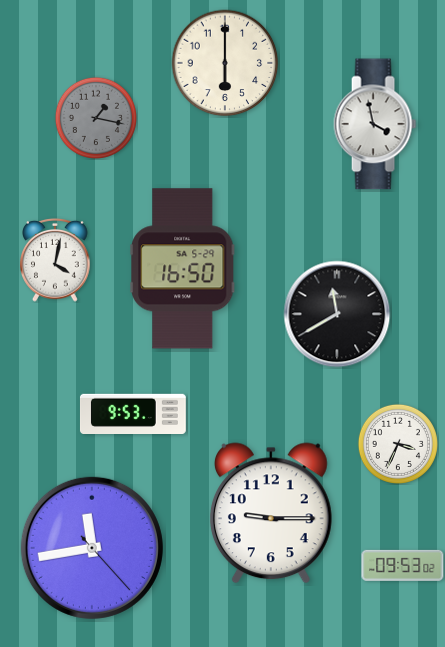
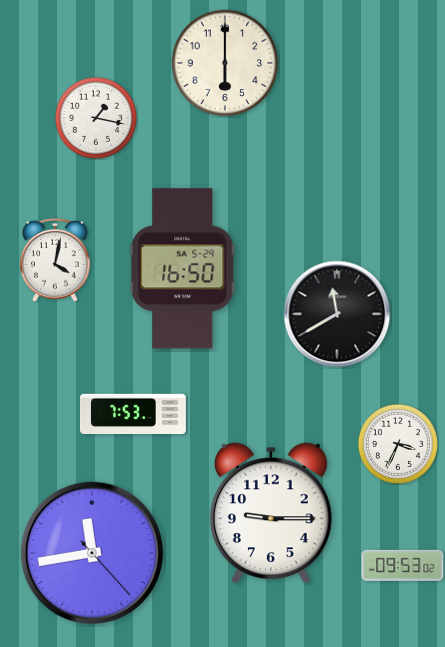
clock at (96, 118) dial: grey -> white
clock at (375, 124): 3:58 -> none
clock at (133, 413): 9:53 -> 7:53
clock at (92, 548) position: (92, 548) -> (92, 553)
